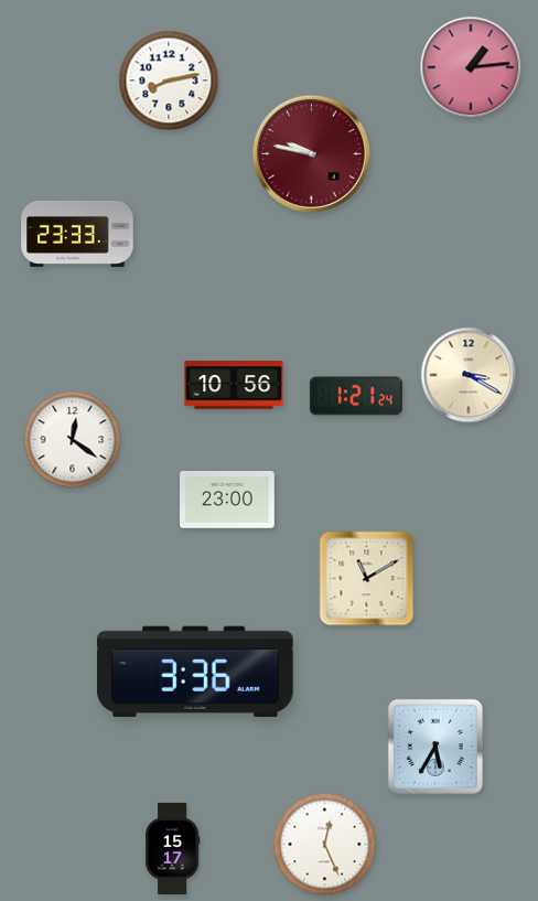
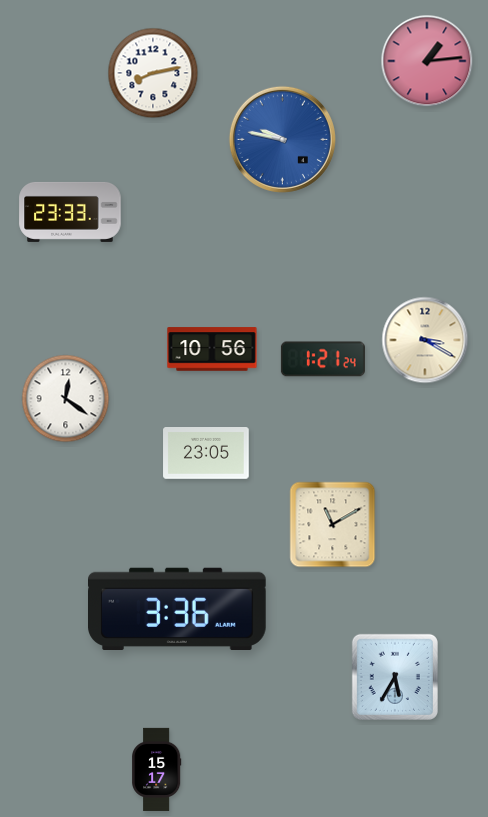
clock at (311, 153) dial: burgundy -> blue
clock at (227, 501): 23:00 -> 23:05
clock at (325, 845): 12:26 -> none
